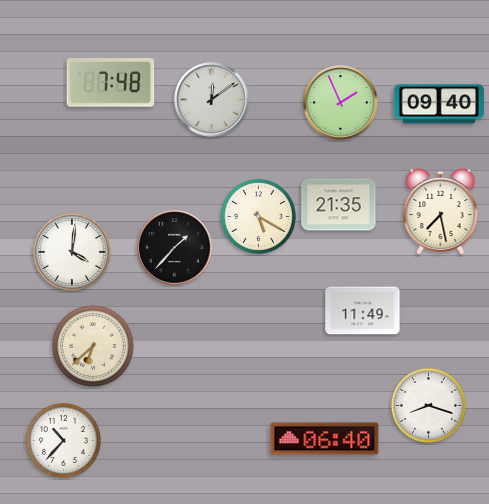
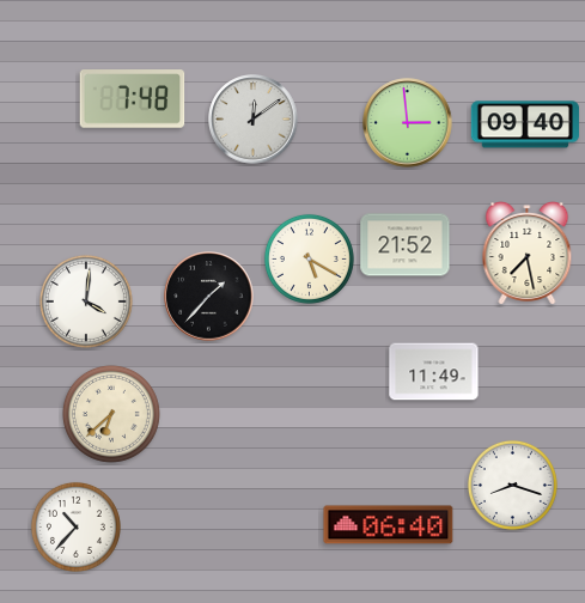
clock at (341, 103): 1:56 -> 2:59
clock at (339, 205): 21:35 -> 21:52
